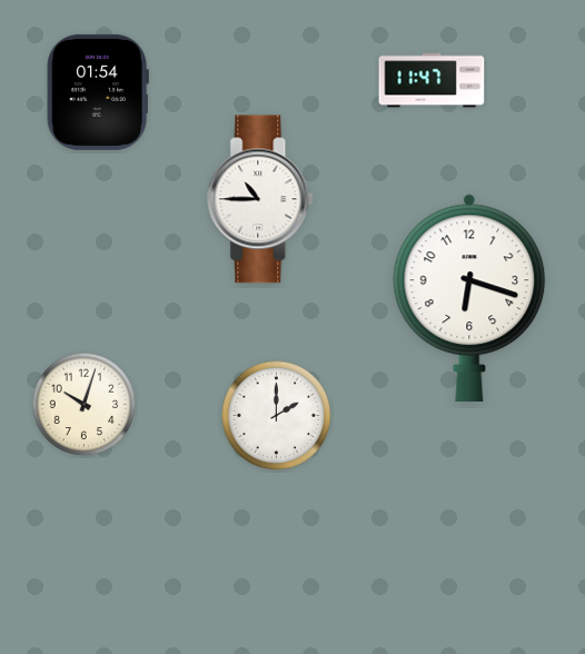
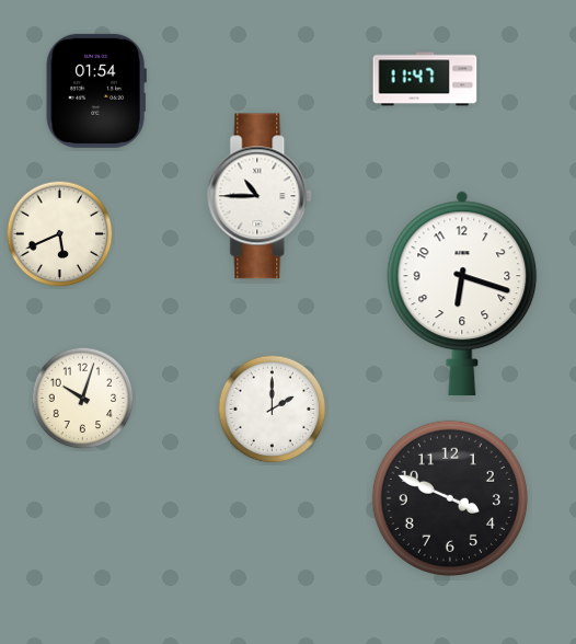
clock at (261, 199) position: (261, 199) -> (261, 196)
clock at (60, 234): none -> 5:41
clock at (450, 498): none -> 3:49
